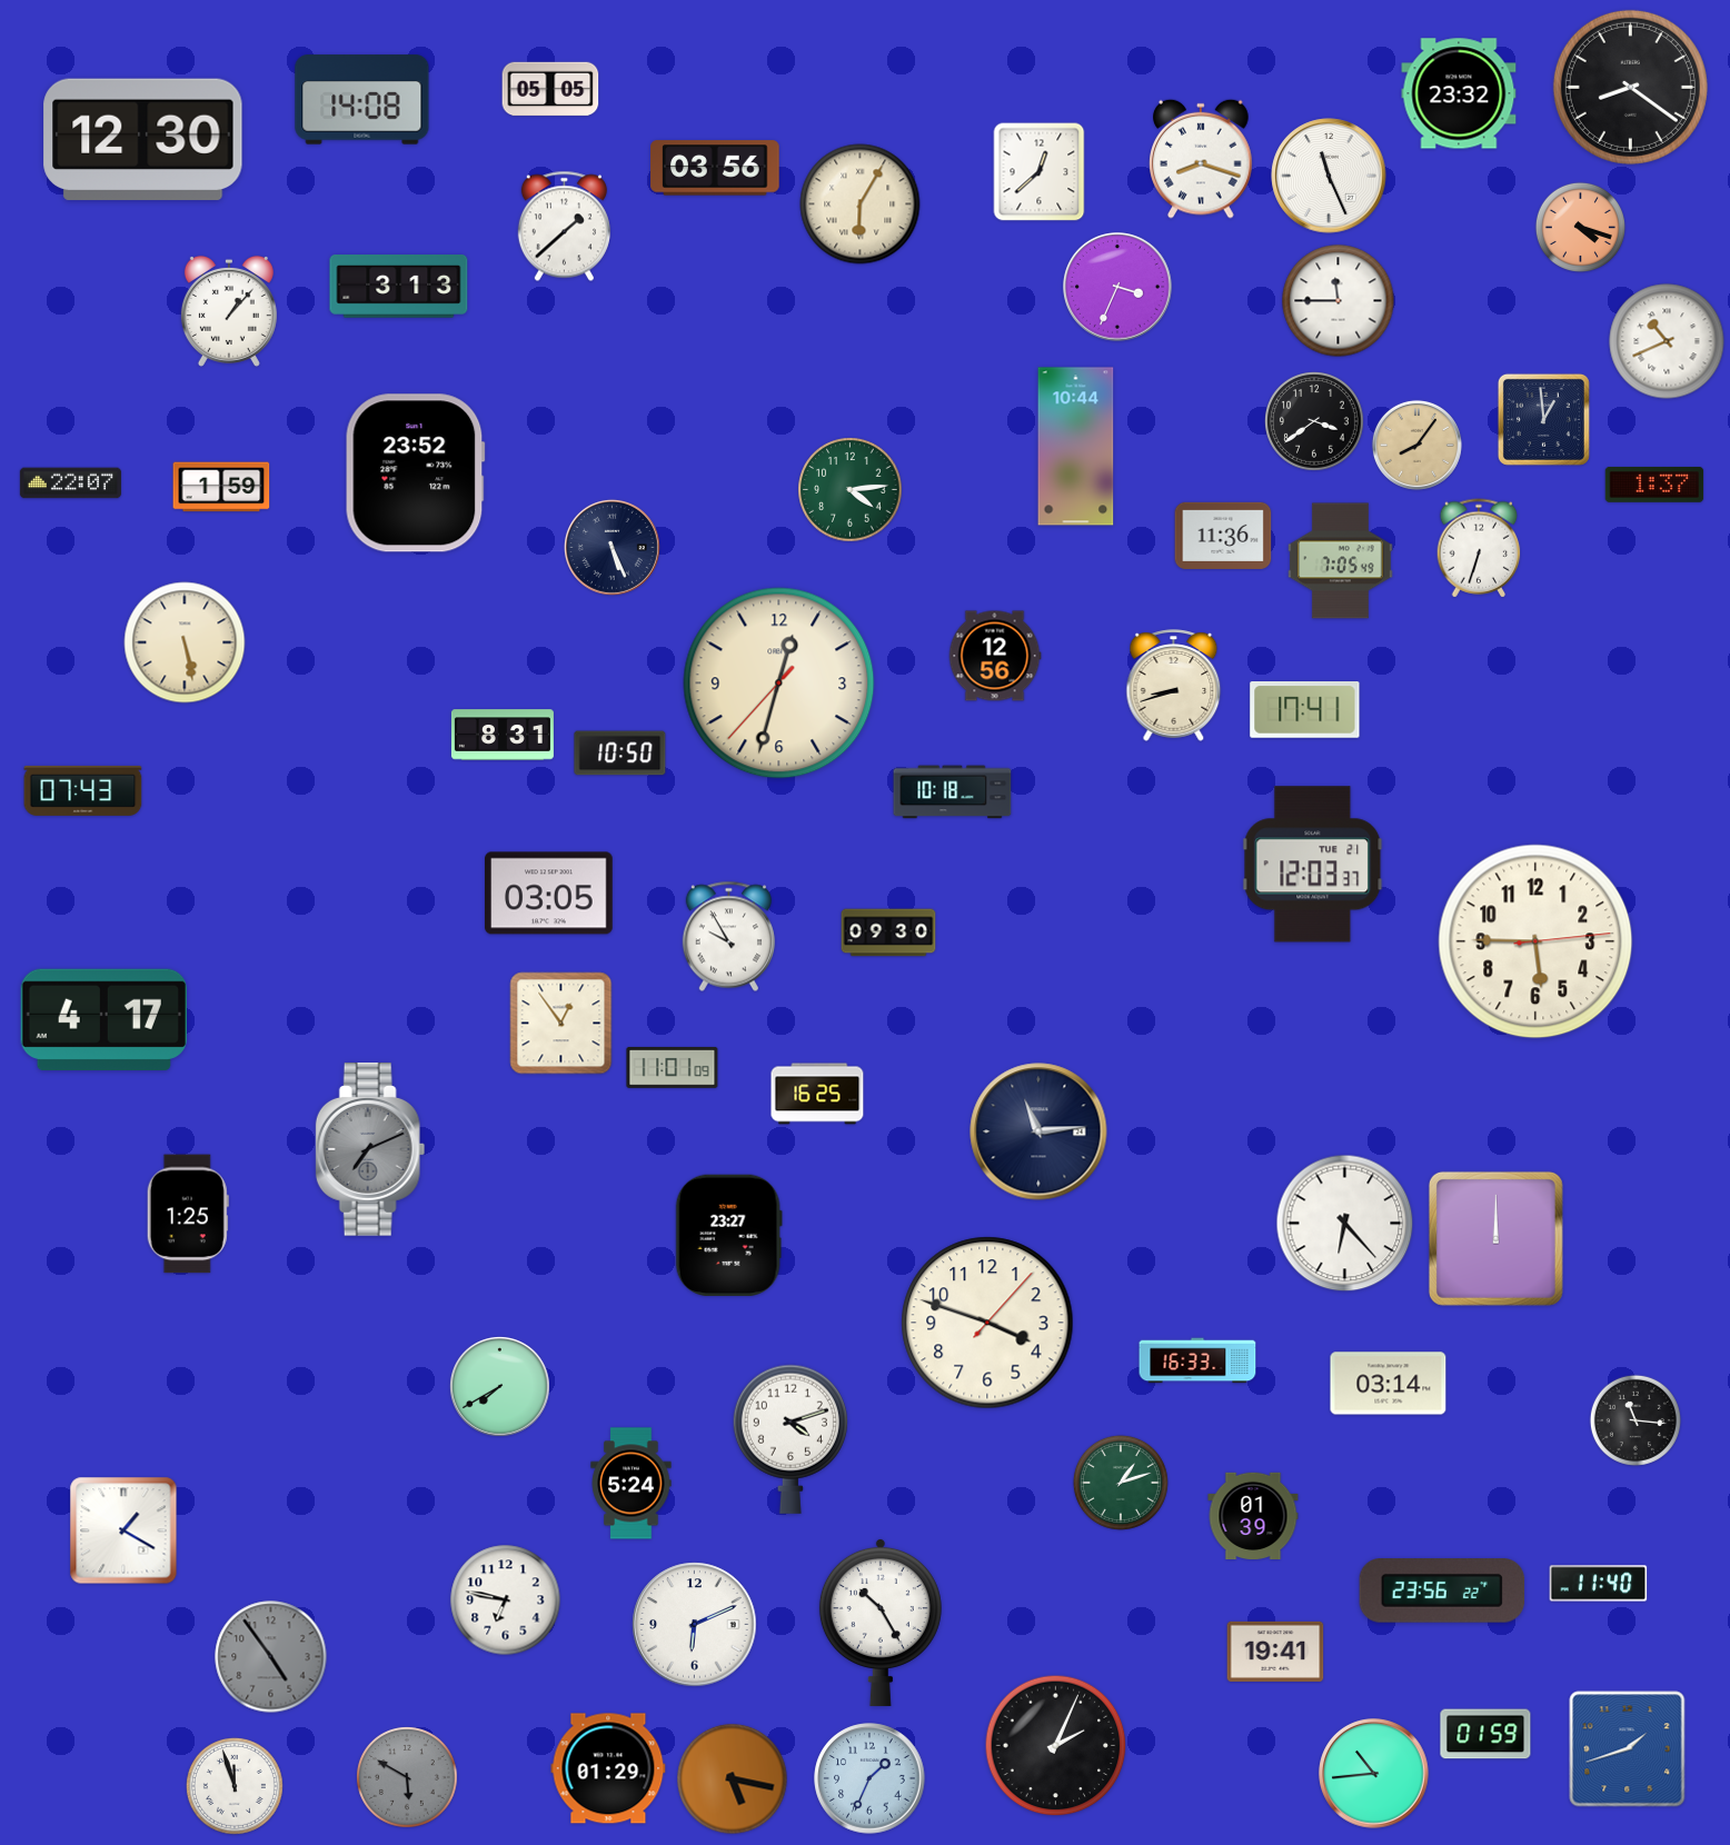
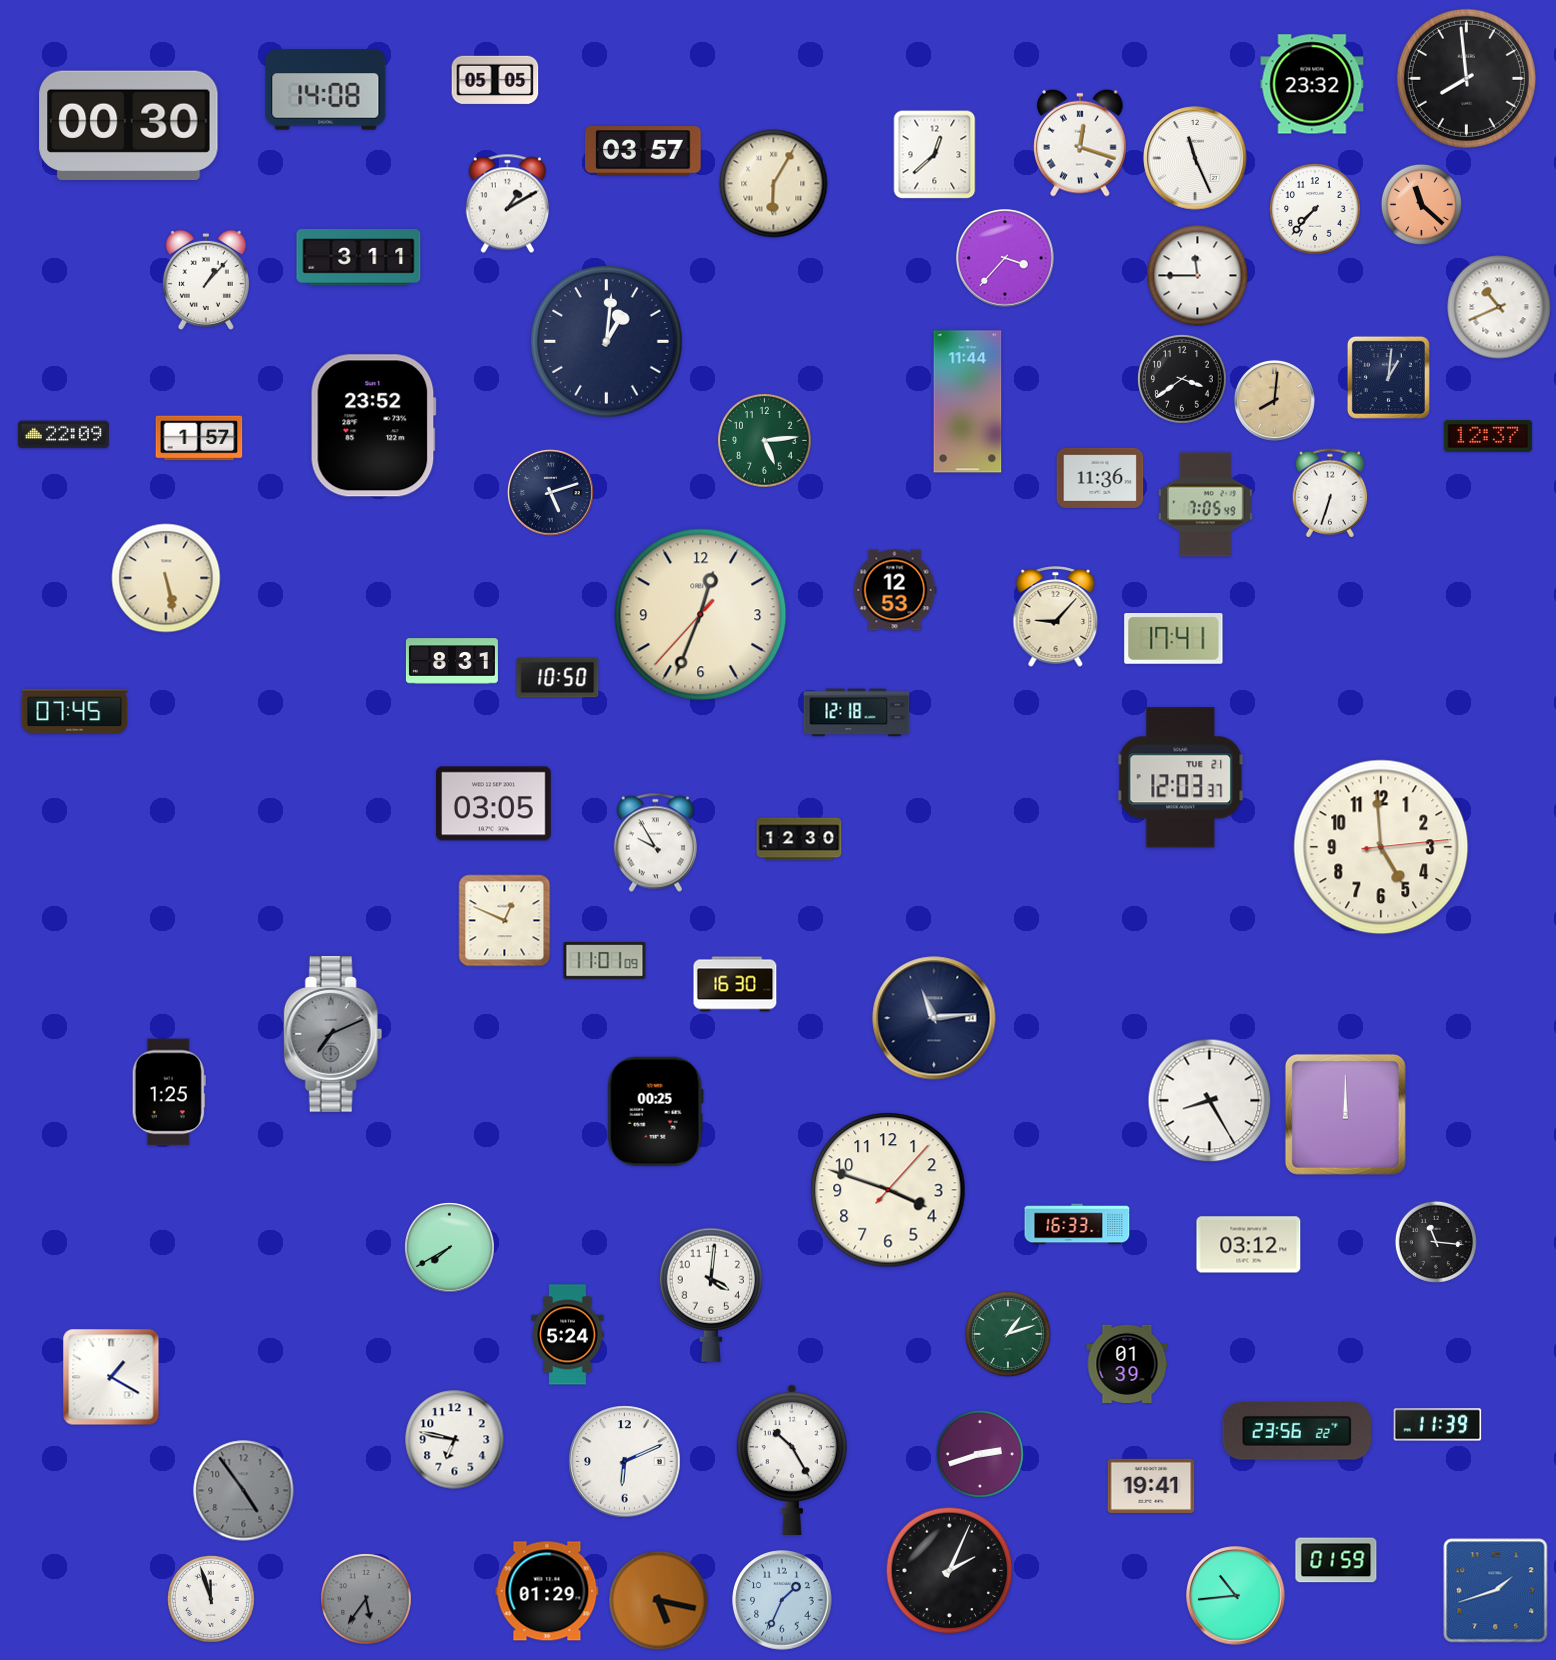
clock at (1630, 87): 8:21 -> 7:59
clock at (143, 139): 12:30 -> 00:30
clock at (1201, 159): 8:18 -> 12:18
clock at (715, 168): 03:56 -> 03:57
clock at (564, 227): 1:38 -> 1:10
clock at (1580, 227): 4:18 -> 11:22
clock at (1315, 209): none -> 7:37
clock at (399, 287): 3:13 -> 3:11
clock at (1117, 287): 3:34 -> 3:37
clock at (1339, 301) position: (1339, 301) -> (1198, 276)
clock at (607, 342): none -> 1:01
clock at (1543, 419): 12:59 -> 1:01
clock at (1416, 445): 8:06 -> 8:01
clock at (1076, 447): 10:44 -> 11:44
clock at (70, 483): 22:07 -> 22:09
clock at (1654, 486): 1:37 -> 12:37
clock at (221, 487): 1:59 -> 1:57
clock at (851, 490): 4:14 -> 5:14
clock at (1223, 536) position: (1223, 536) -> (1100, 478)
clock at (613, 547): 5:26 -> 5:12
clock at (995, 656): 12:56 -> 12:53
clock at (779, 684): 12:32 -> 12:33
clock at (1174, 686): 8:42 -> 9:07
clock at (83, 790): 07:43 -> 07:45
clock at (953, 792): 10:18 -> 12:18
clock at (888, 933): 09:30 -> 12:30
clock at (1535, 941): 5:45 -> 4:59
clock at (103, 1019): 4:17 -> none
clock at (561, 1024): 12:54 -> 12:49
clock at (817, 1094): 16:25 -> 16:30
clock at (1345, 1224): 6:23 -> 8:25
clock at (728, 1235): 23:27 -> 00:25
clock at (1389, 1384): 03:14 -> 03:12
clock at (1635, 1420) position: (1635, 1420) -> (1436, 1242)
clock at (791, 1439): 4:12 -> 4:01
clock at (1599, 1584): 11:40 -> 11:39
clock at (980, 1454): none -> 2:42
clock at (1275, 1652) position: (1275, 1652) -> (1151, 1486)
clock at (1628, 1749) position: (1628, 1749) -> (1496, 1591)
clock at (407, 1777): 5:50 -> 5:36
clock at (235, 1786) position: (235, 1786) -> (211, 1599)
